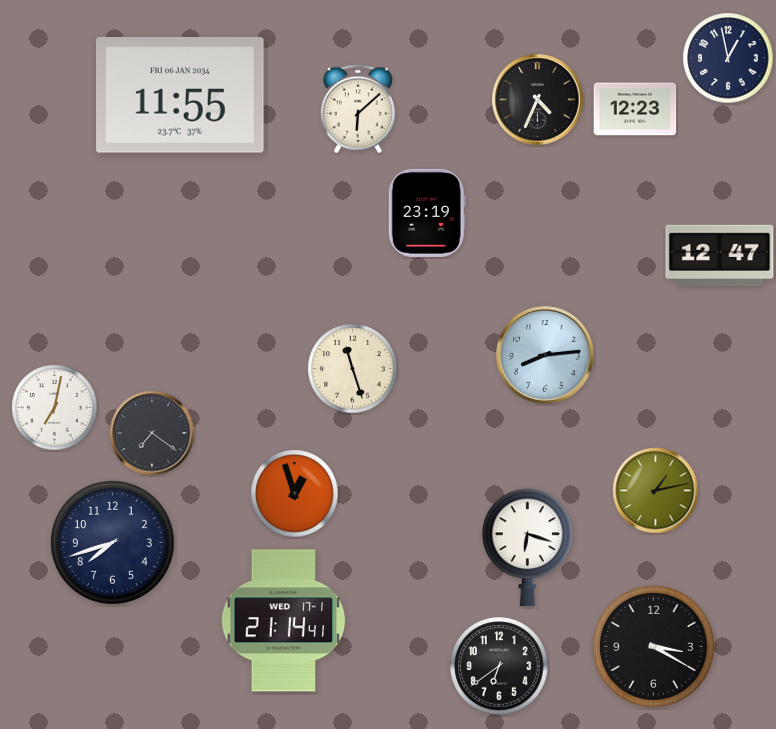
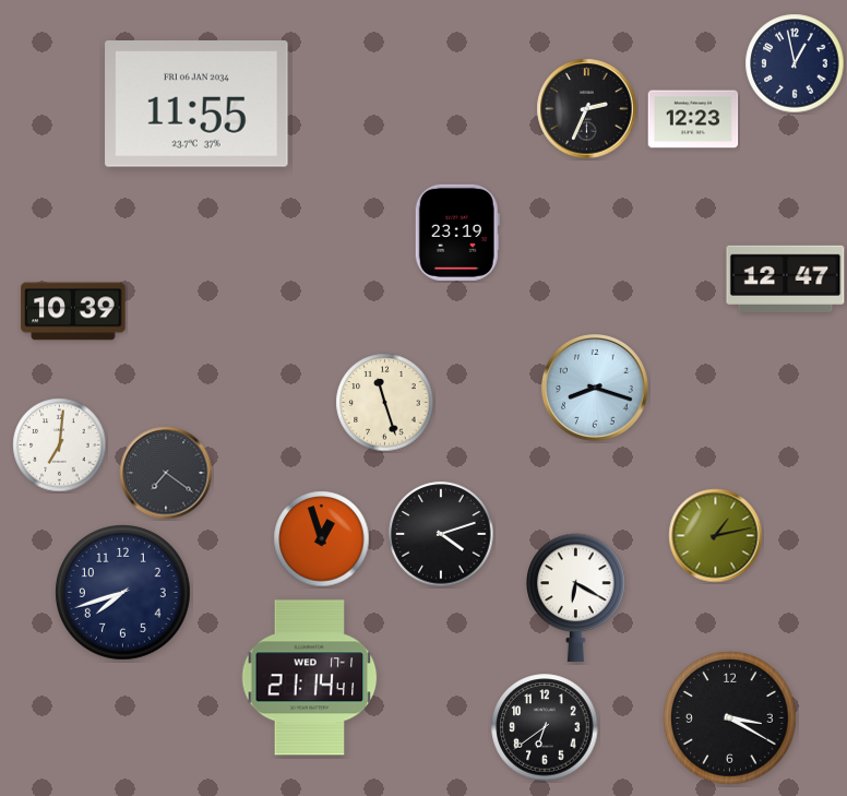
clock at (538, 100): 4:34 -> 2:34
clock at (358, 109): 6:08 -> none
clock at (427, 213) position: (427, 213) -> (457, 233)
clock at (73, 311): none -> 10:39
clock at (546, 356): 8:14 -> 8:18
clock at (55, 408): 7:02 -> 7:01
clock at (441, 534): none -> 4:12
clock at (528, 548): 6:18 -> 6:20
clock at (654, 647) position: (654, 647) -> (730, 718)
